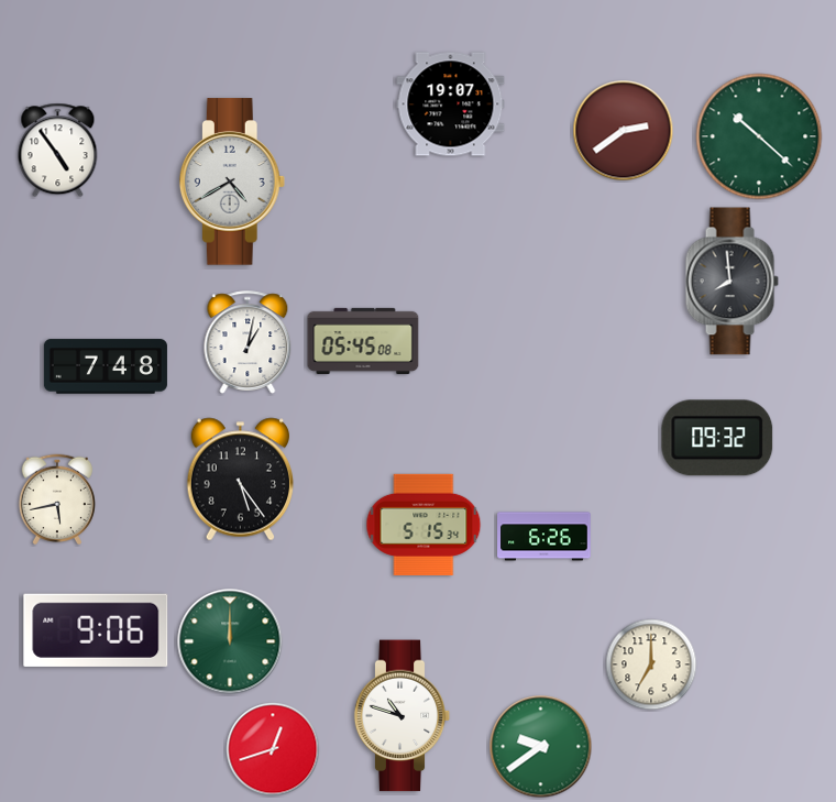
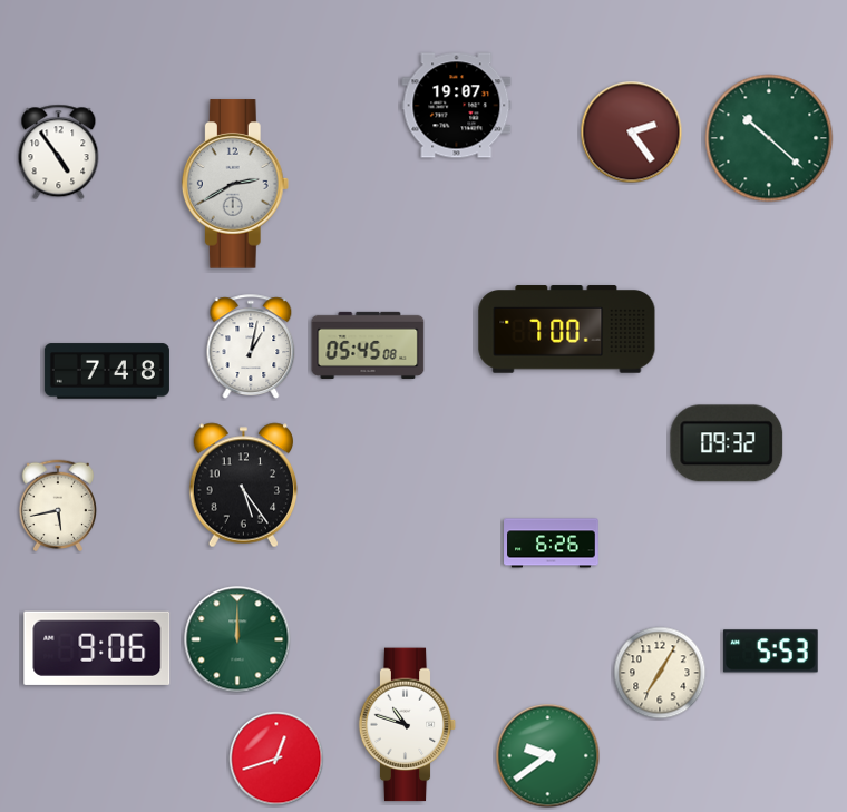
clock at (624, 131): 2:39 -> 2:24
clock at (232, 182): 4:40 -> 2:40
clock at (732, 282): 7:59 -> none
clock at (567, 330): none -> 7:00
clock at (424, 525): 5:15 -> none
clock at (96, 630) position: (96, 630) -> (97, 648)
clock at (230, 641) position: (230, 641) -> (237, 639)
clock at (770, 652): none -> 5:53
clock at (651, 664): 7:00 -> 7:05
